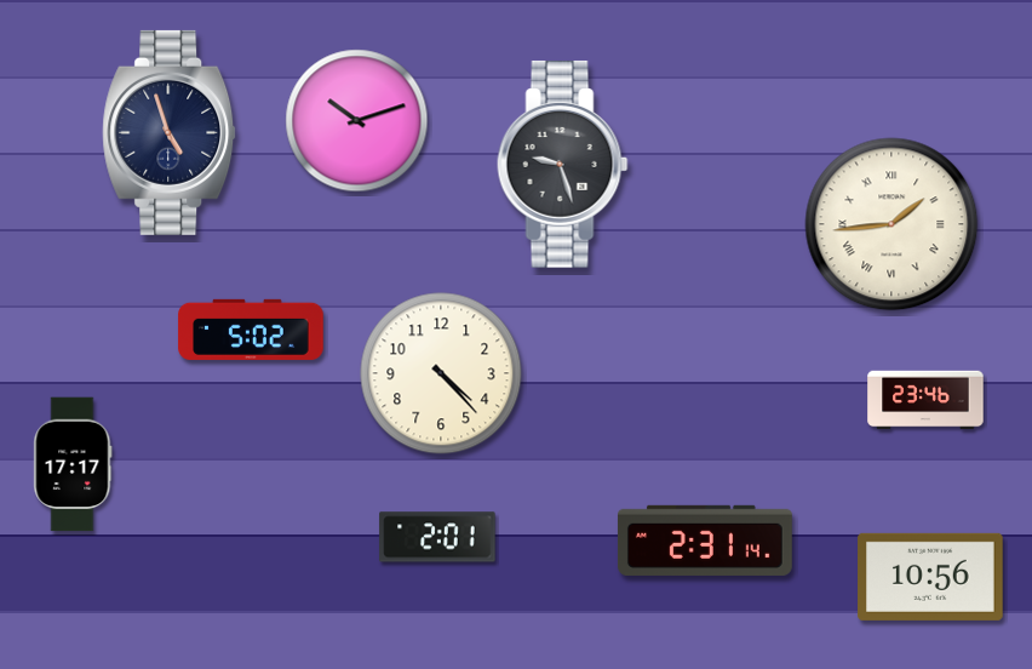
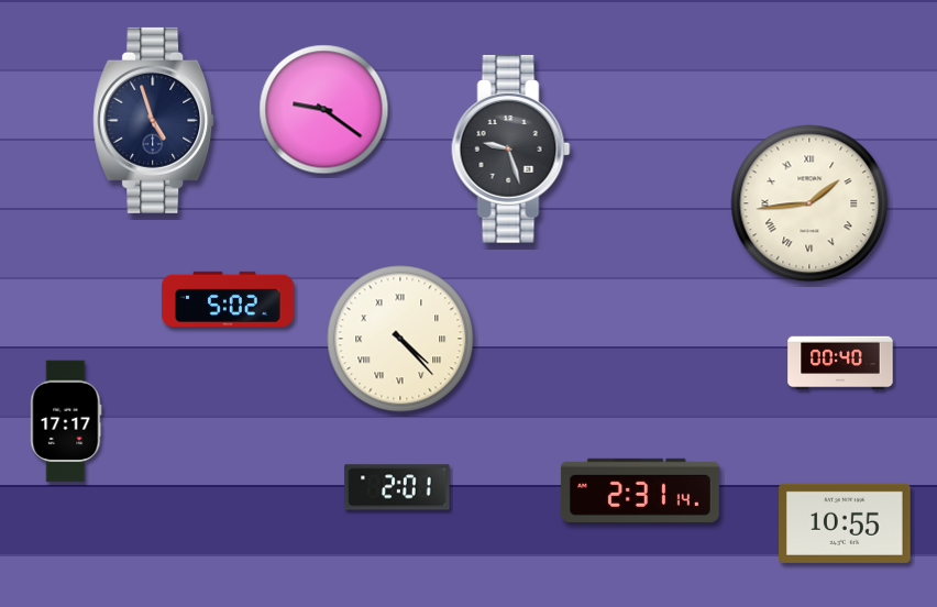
clock at (357, 121): 10:12 -> 9:21
clock at (441, 373) numerals: Arabic -> Roman
clock at (925, 400): 23:46 -> 00:40
clock at (930, 577): 10:56 -> 10:55
